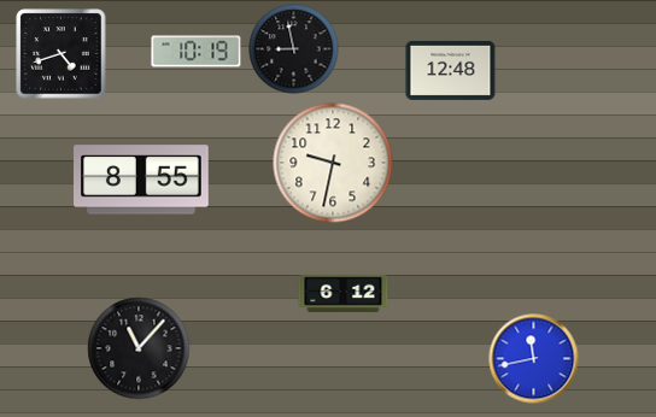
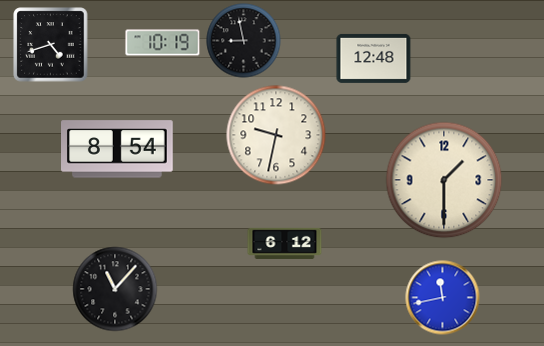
clock at (142, 180): 8:55 -> 8:54
clock at (444, 180): none -> 1:30
